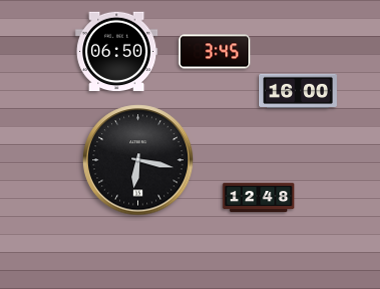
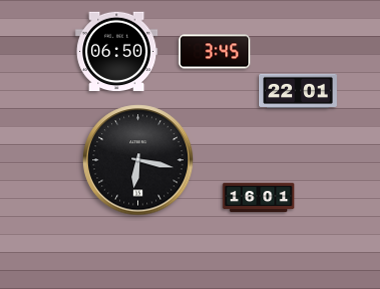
clock at (298, 91): 16:00 -> 22:01
clock at (259, 198): 12:48 -> 16:01
